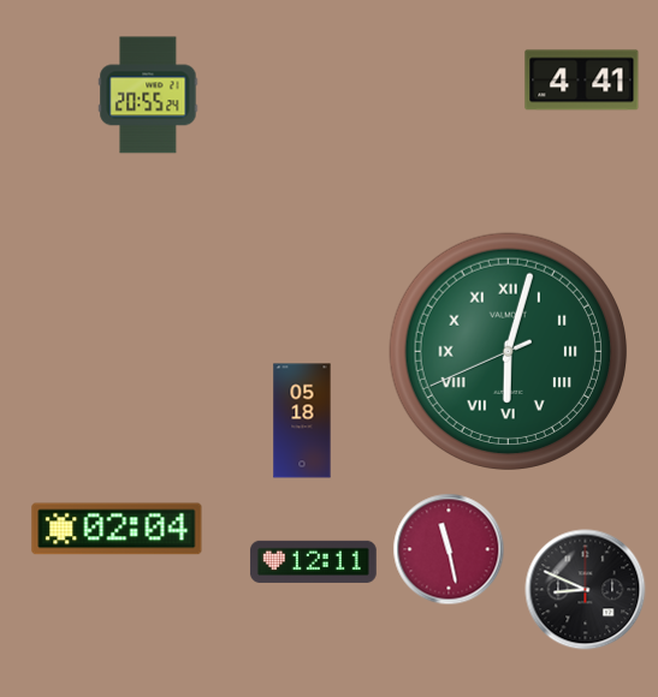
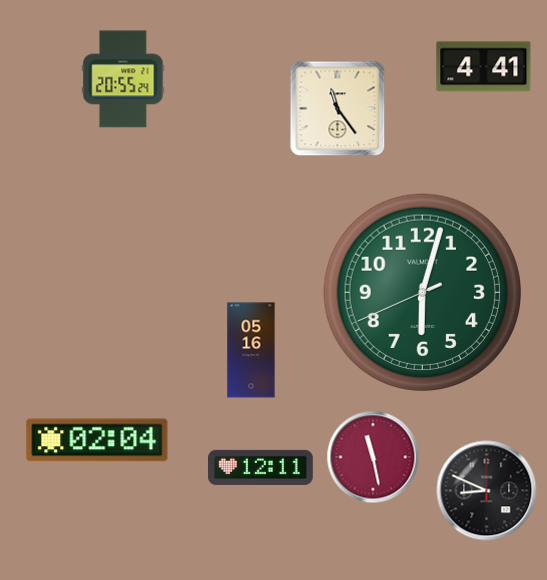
clock at (338, 109): none -> 11:24
clock at (508, 351) numerals: Roman -> Arabic
clock at (302, 421): 05:18 -> 05:16
